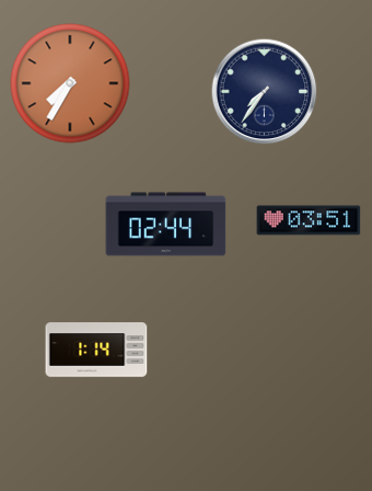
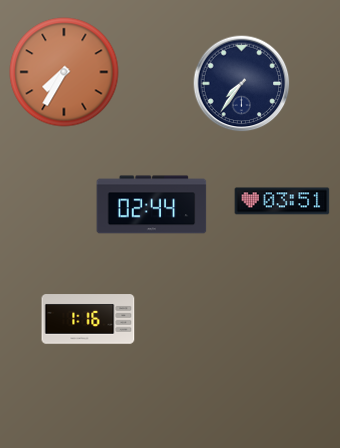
clock at (70, 83) position: (70, 83) -> (64, 72)
clock at (96, 350): 1:14 -> 1:16
